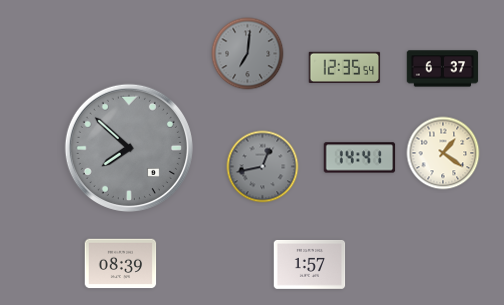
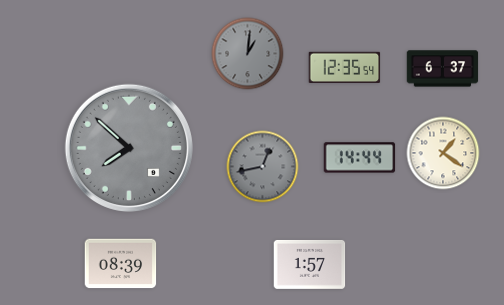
clock at (248, 54): 7:01 -> 1:01
clock at (360, 158): 14:41 -> 14:44
